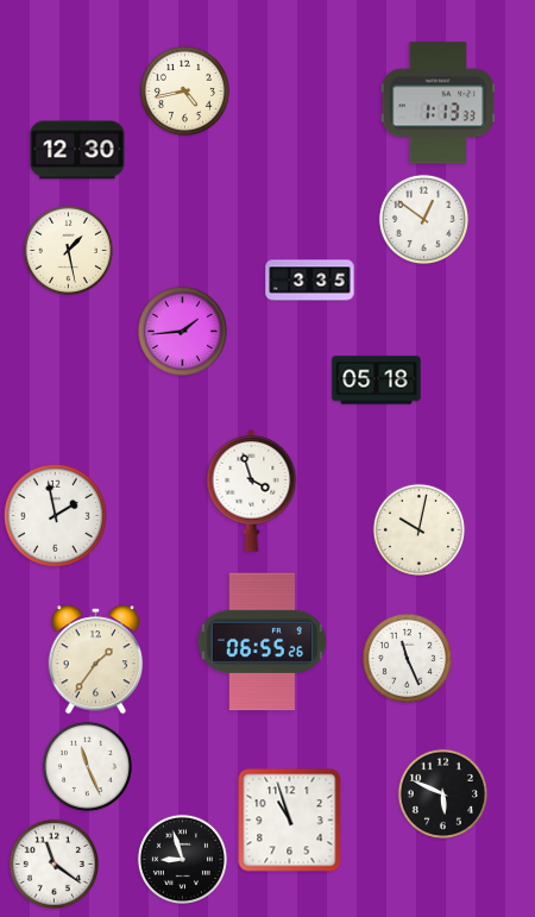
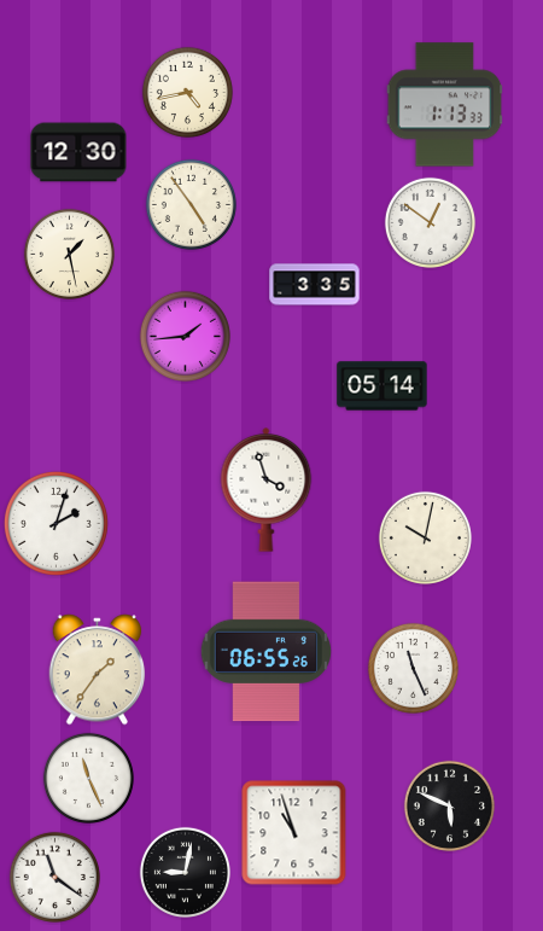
clock at (191, 204): none -> 4:54
clock at (377, 381): 05:18 -> 05:14
clock at (252, 491) position: (252, 491) -> (267, 490)
clock at (55, 515): 1:58 -> 2:03
clock at (182, 859): 8:57 -> 9:02
